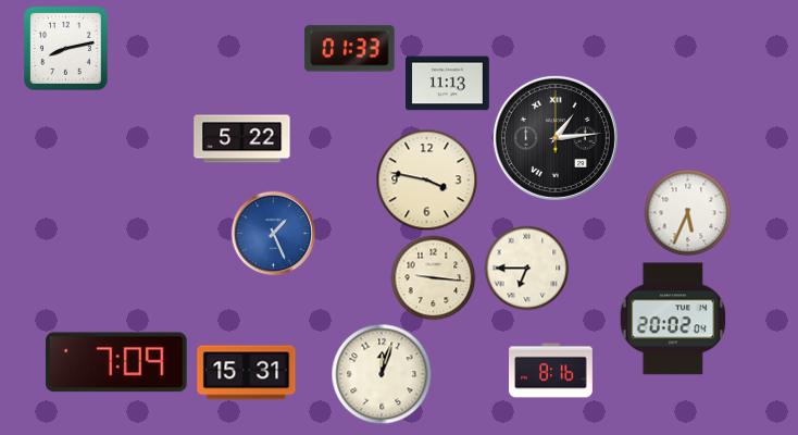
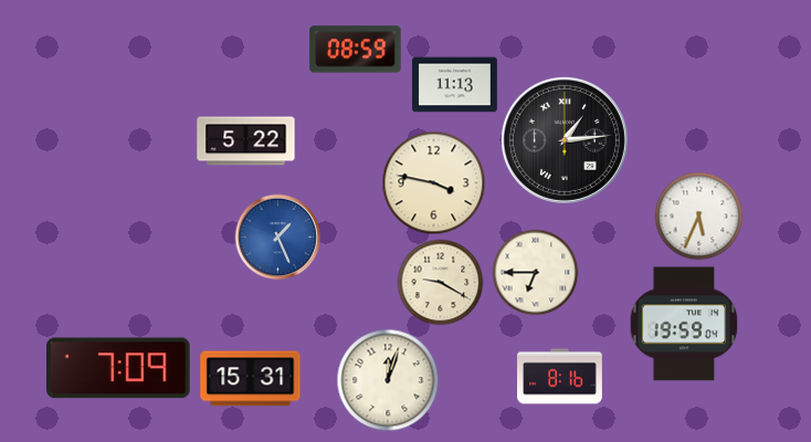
clock at (65, 48): 8:13 -> none
clock at (350, 49): 01:33 -> 08:59
clock at (433, 277): 9:16 -> 9:20
clock at (673, 319): 20:02 -> 19:59
